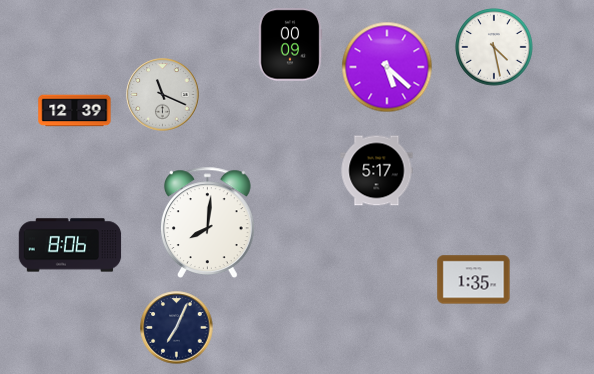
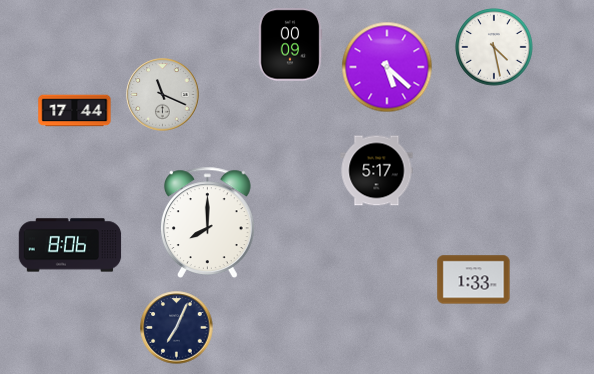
clock at (75, 111): 12:39 -> 17:44
clock at (208, 222): 8:01 -> 8:00
clock at (474, 280): 1:35 -> 1:33
